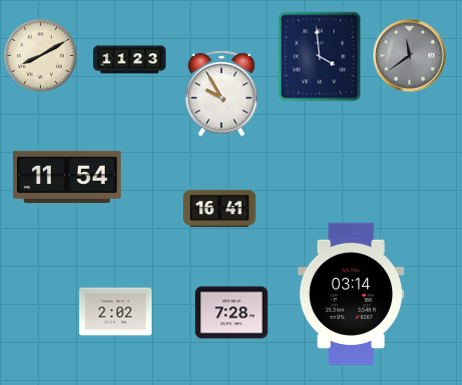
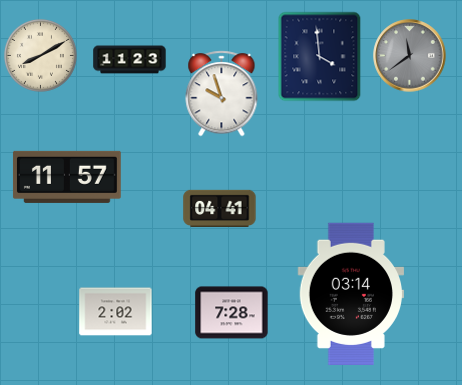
clock at (222, 94): 9:55 -> 9:57
clock at (67, 177): 11:54 -> 11:57
clock at (220, 208): 16:41 -> 04:41
